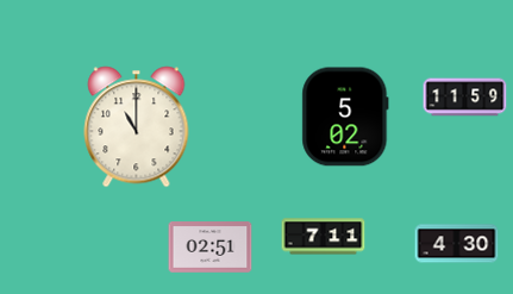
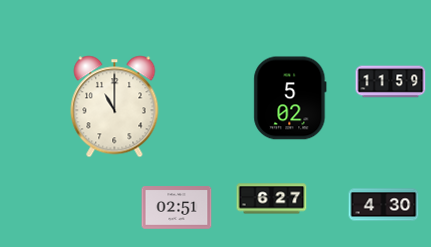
clock at (324, 237): 7:11 -> 6:27
